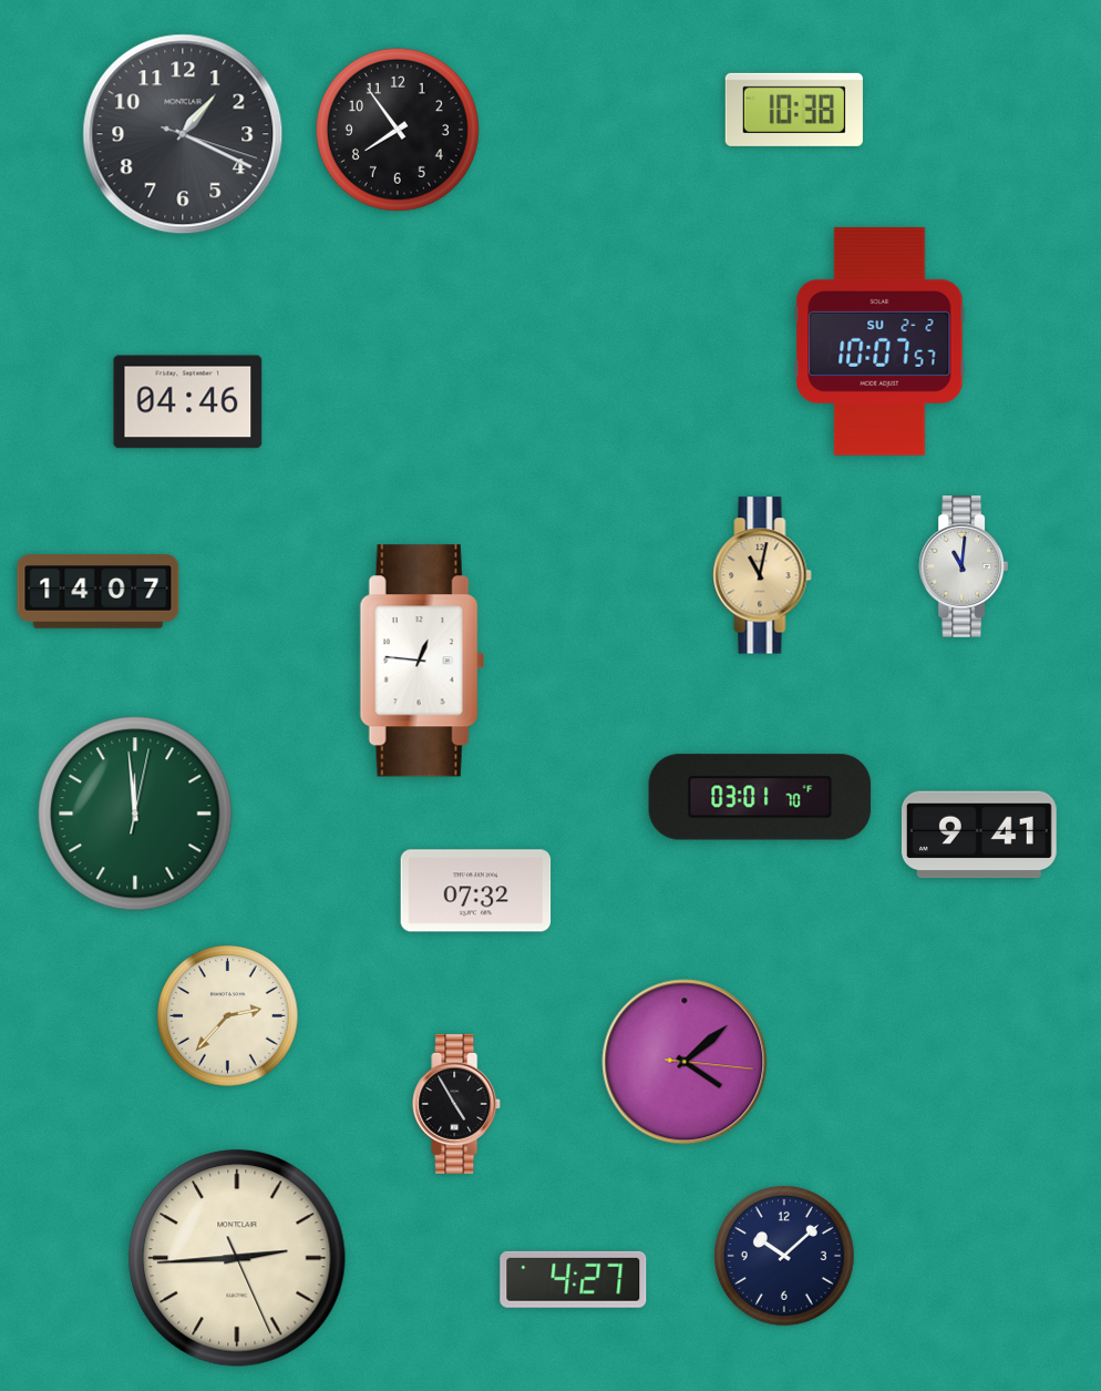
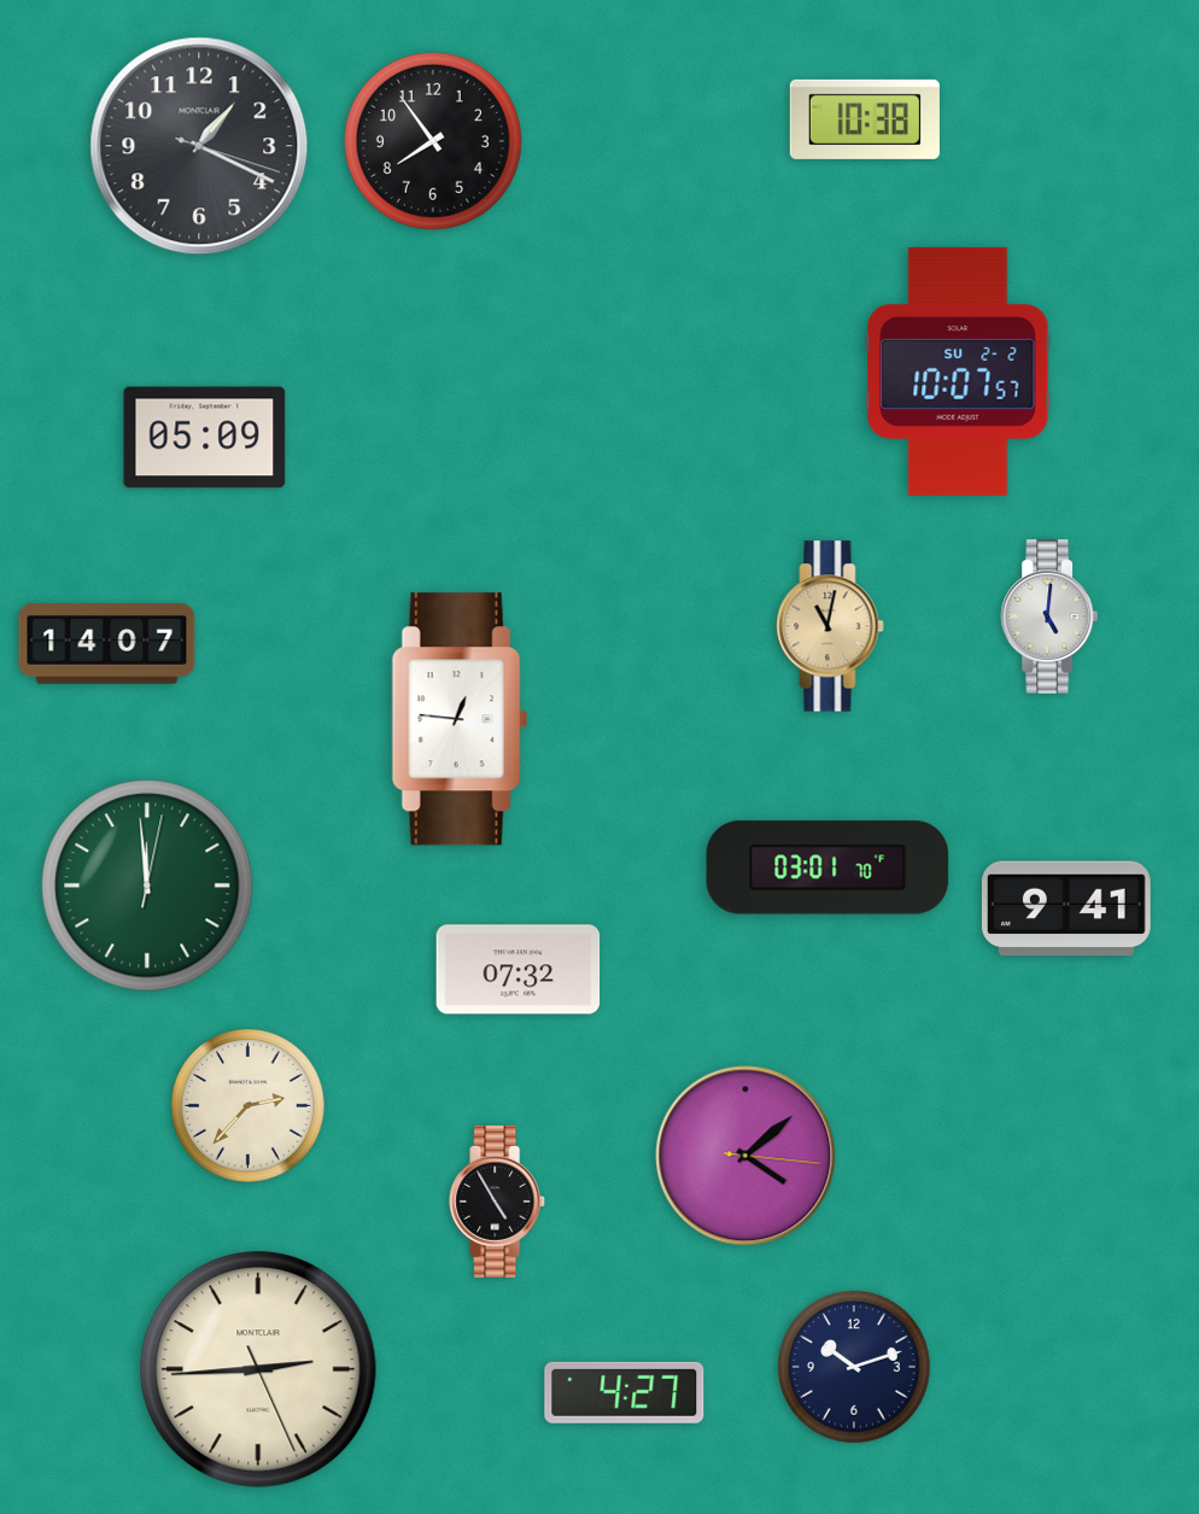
clock at (188, 402): 04:46 -> 05:09
clock at (963, 566): 11:01 -> 5:01
clock at (785, 1257): 10:08 -> 10:12
